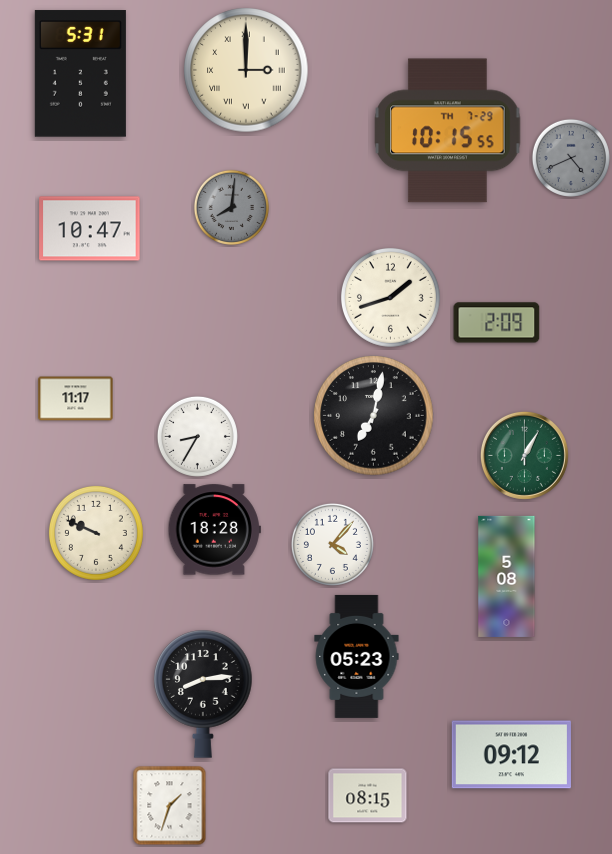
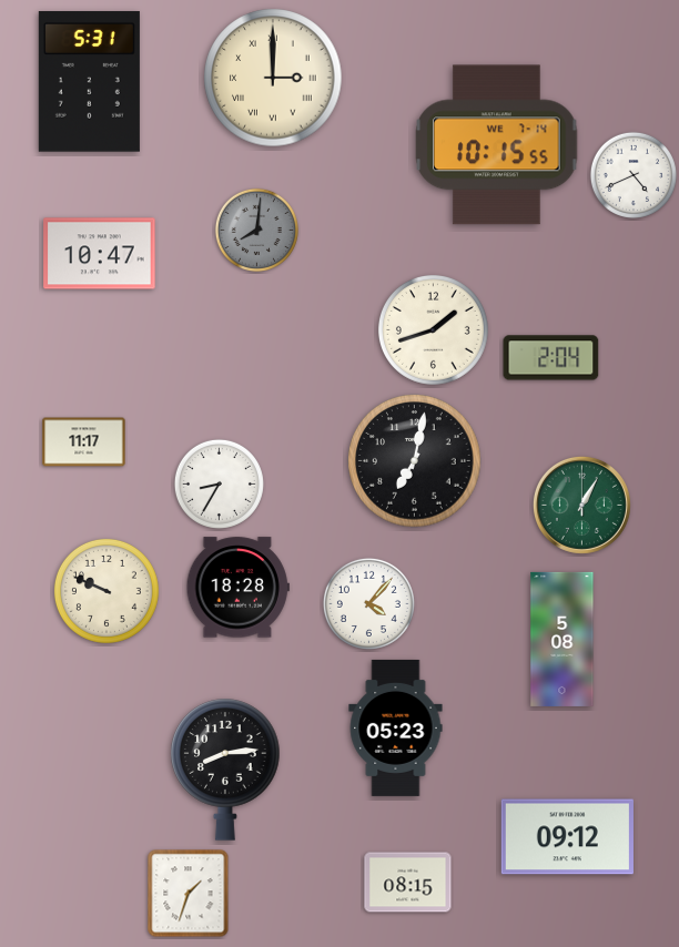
clock at (448, 131) date: TH 7-29 -> WE 7-14
clock at (571, 158) dial: grey -> white
clock at (497, 323): 2:09 -> 2:04
